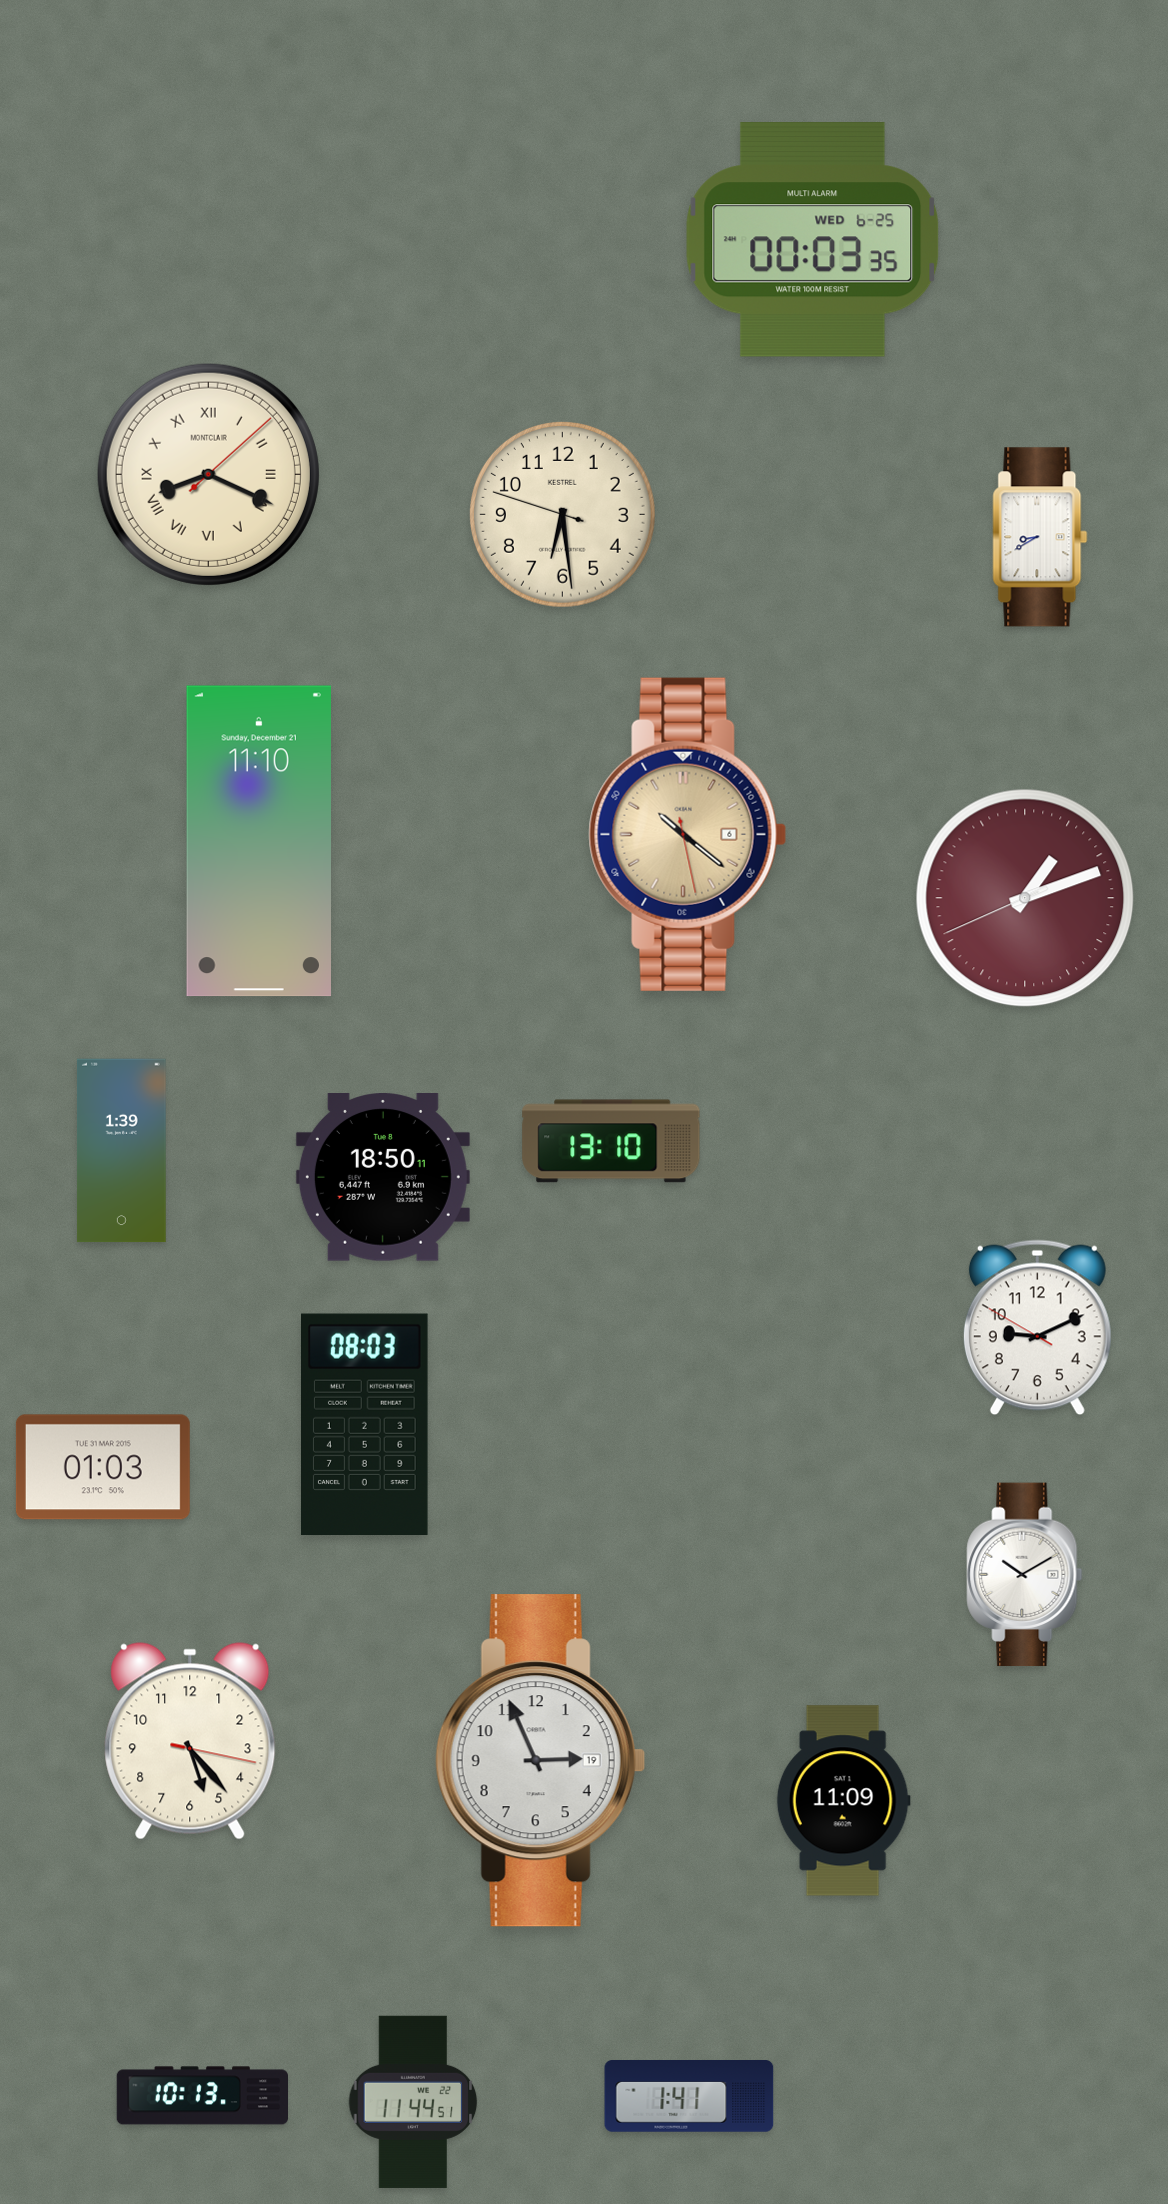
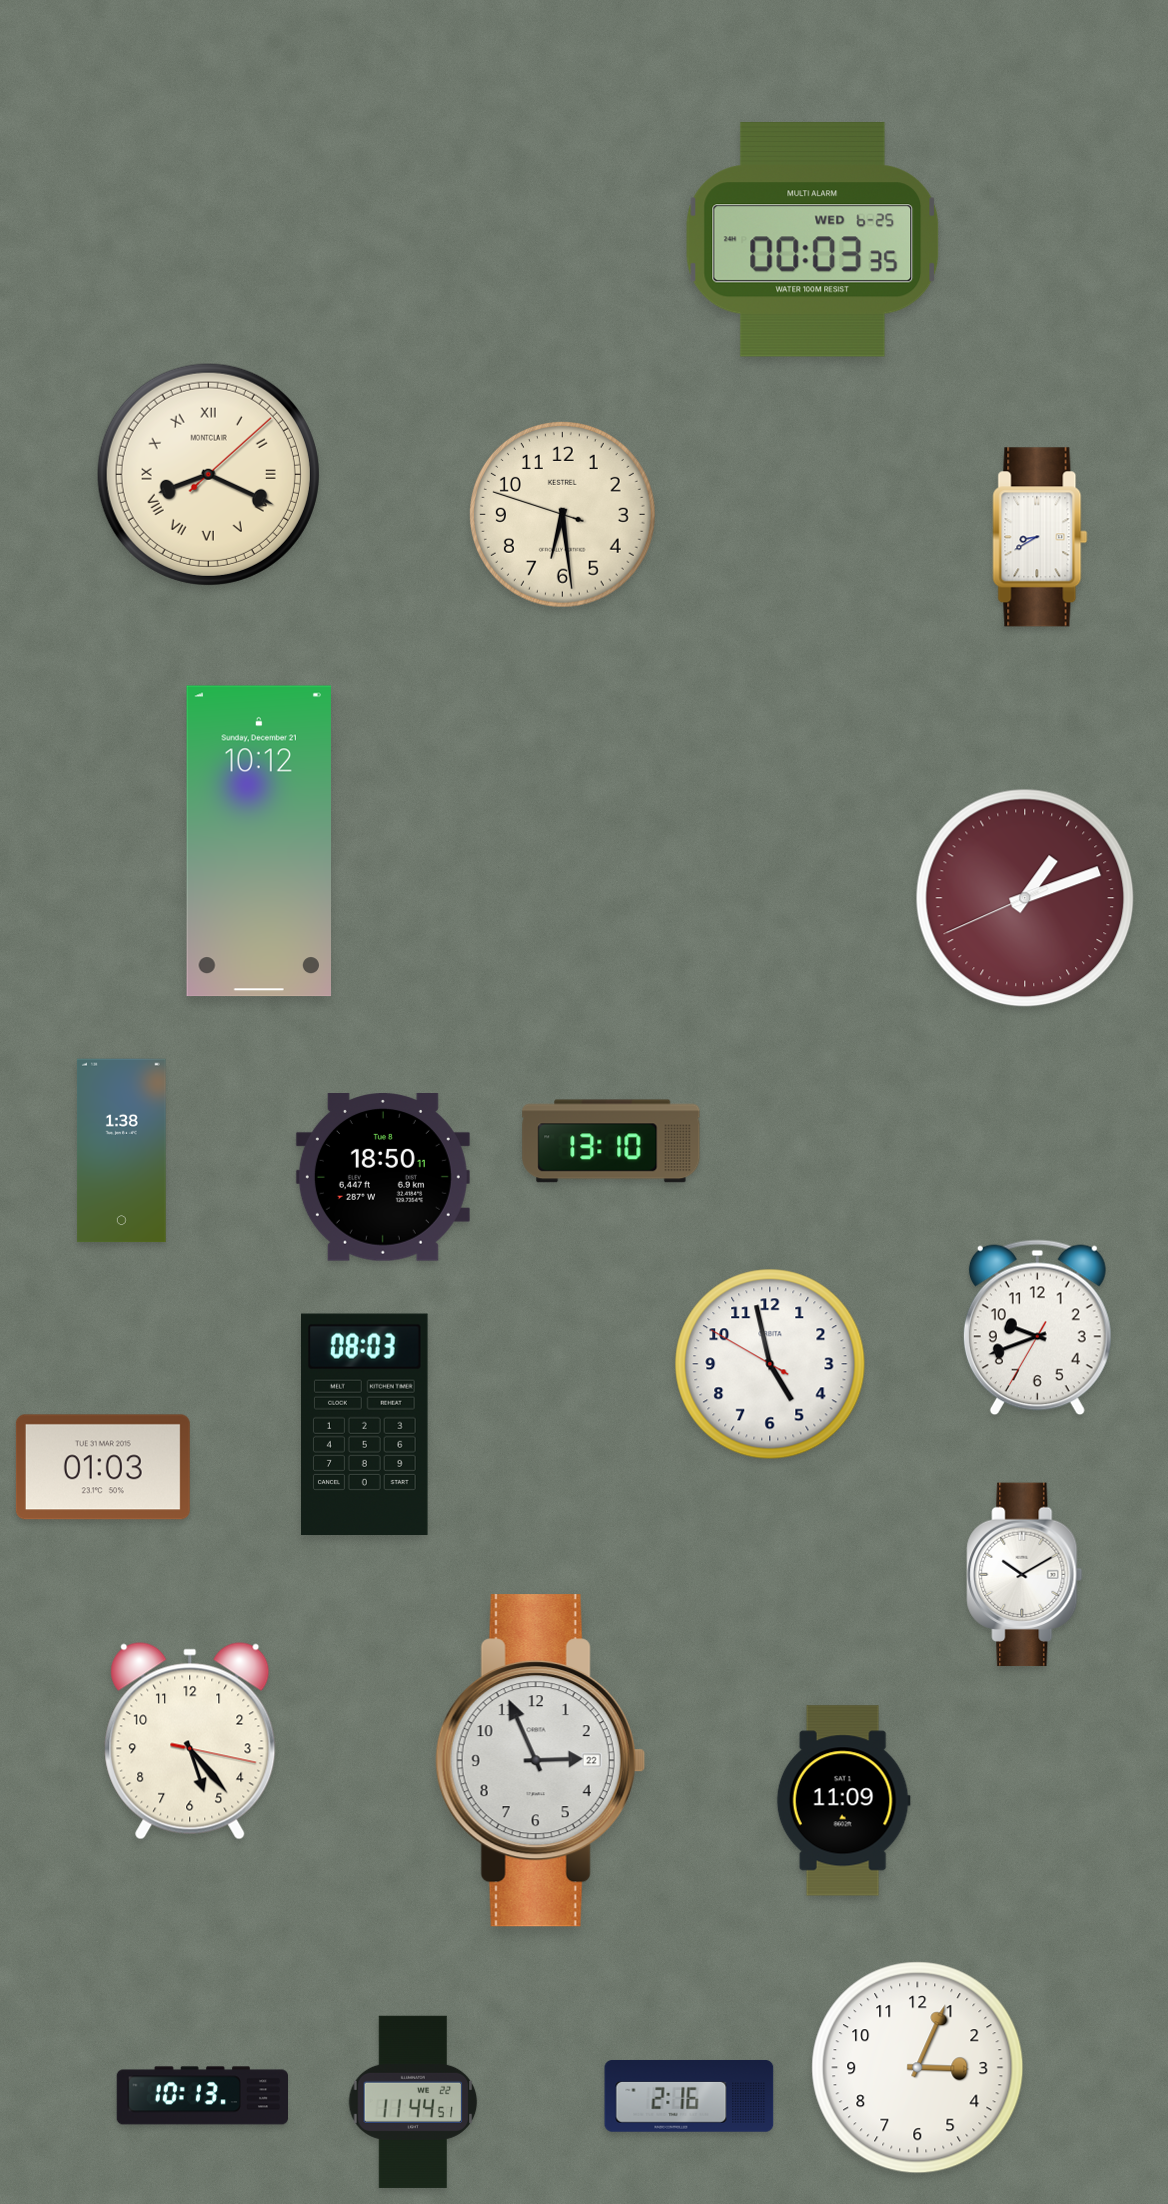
clock at (688, 834): 10:21 -> none
clock at (258, 841): 11:10 -> 10:12
clock at (121, 1151): 1:39 -> 1:38
clock at (1037, 1328): 9:10 -> 9:41
clock at (770, 1364): none -> 4:57
clock at (540, 1761) date: 19 -> 22
clock at (918, 2068): none -> 3:04
clock at (689, 2096): 1:41 -> 2:16
